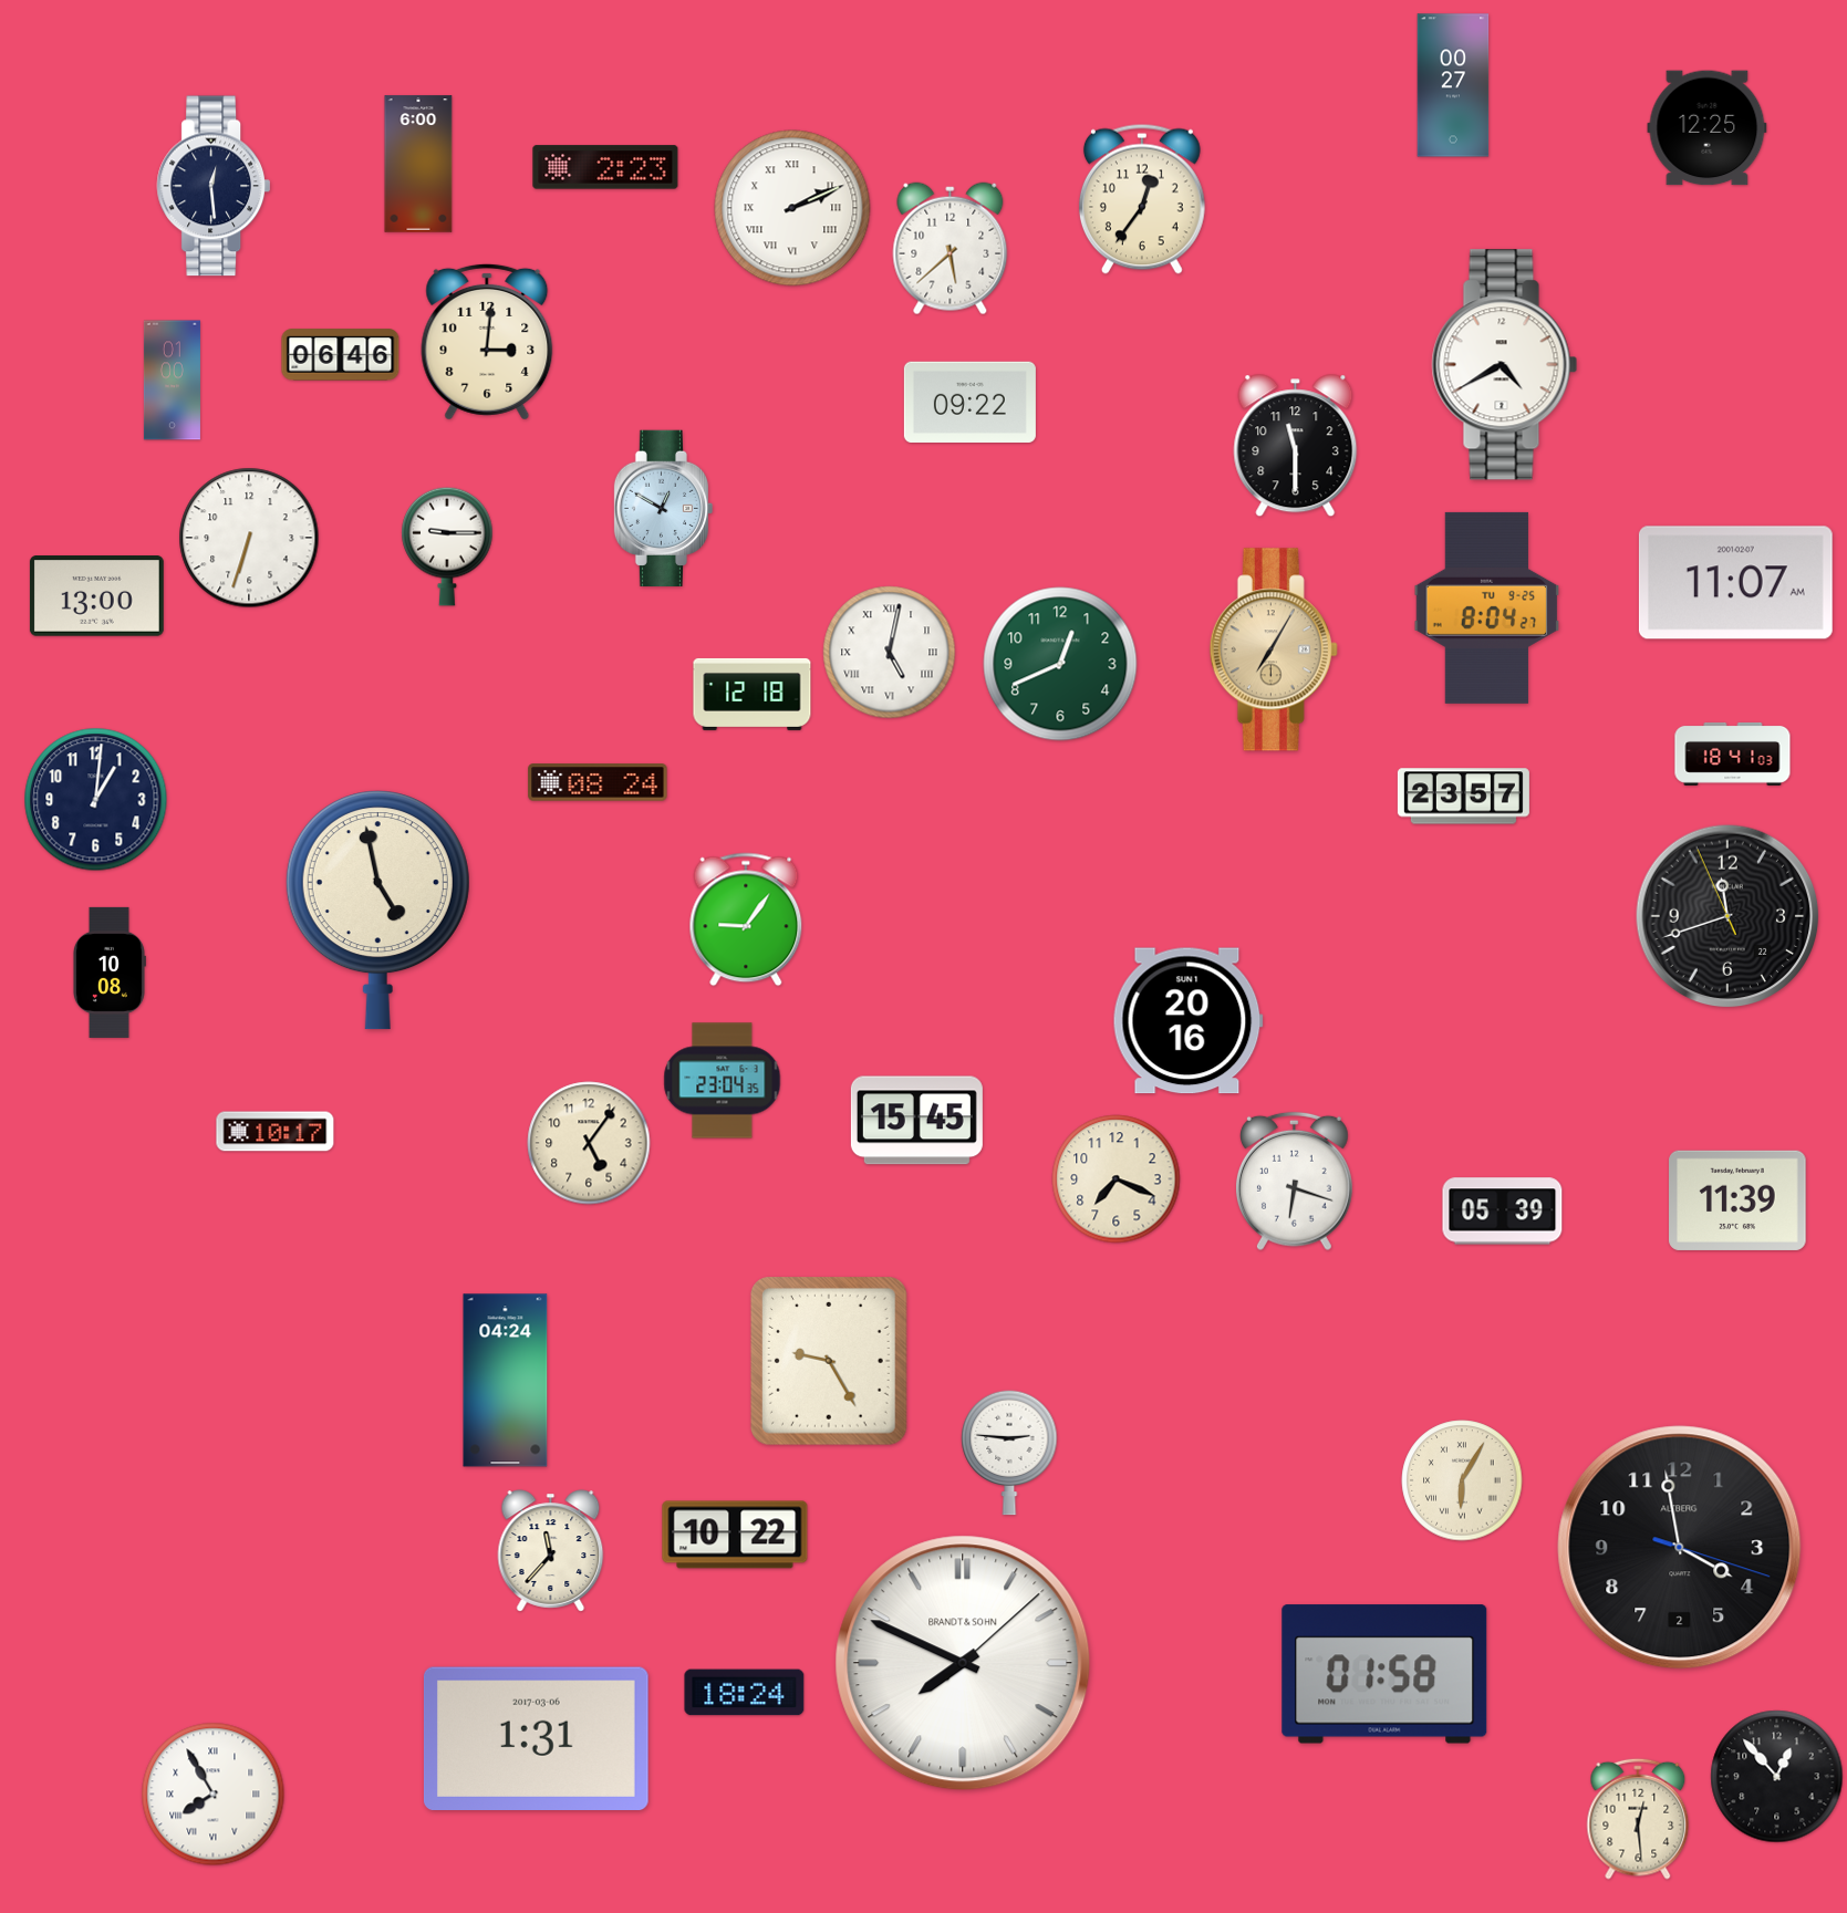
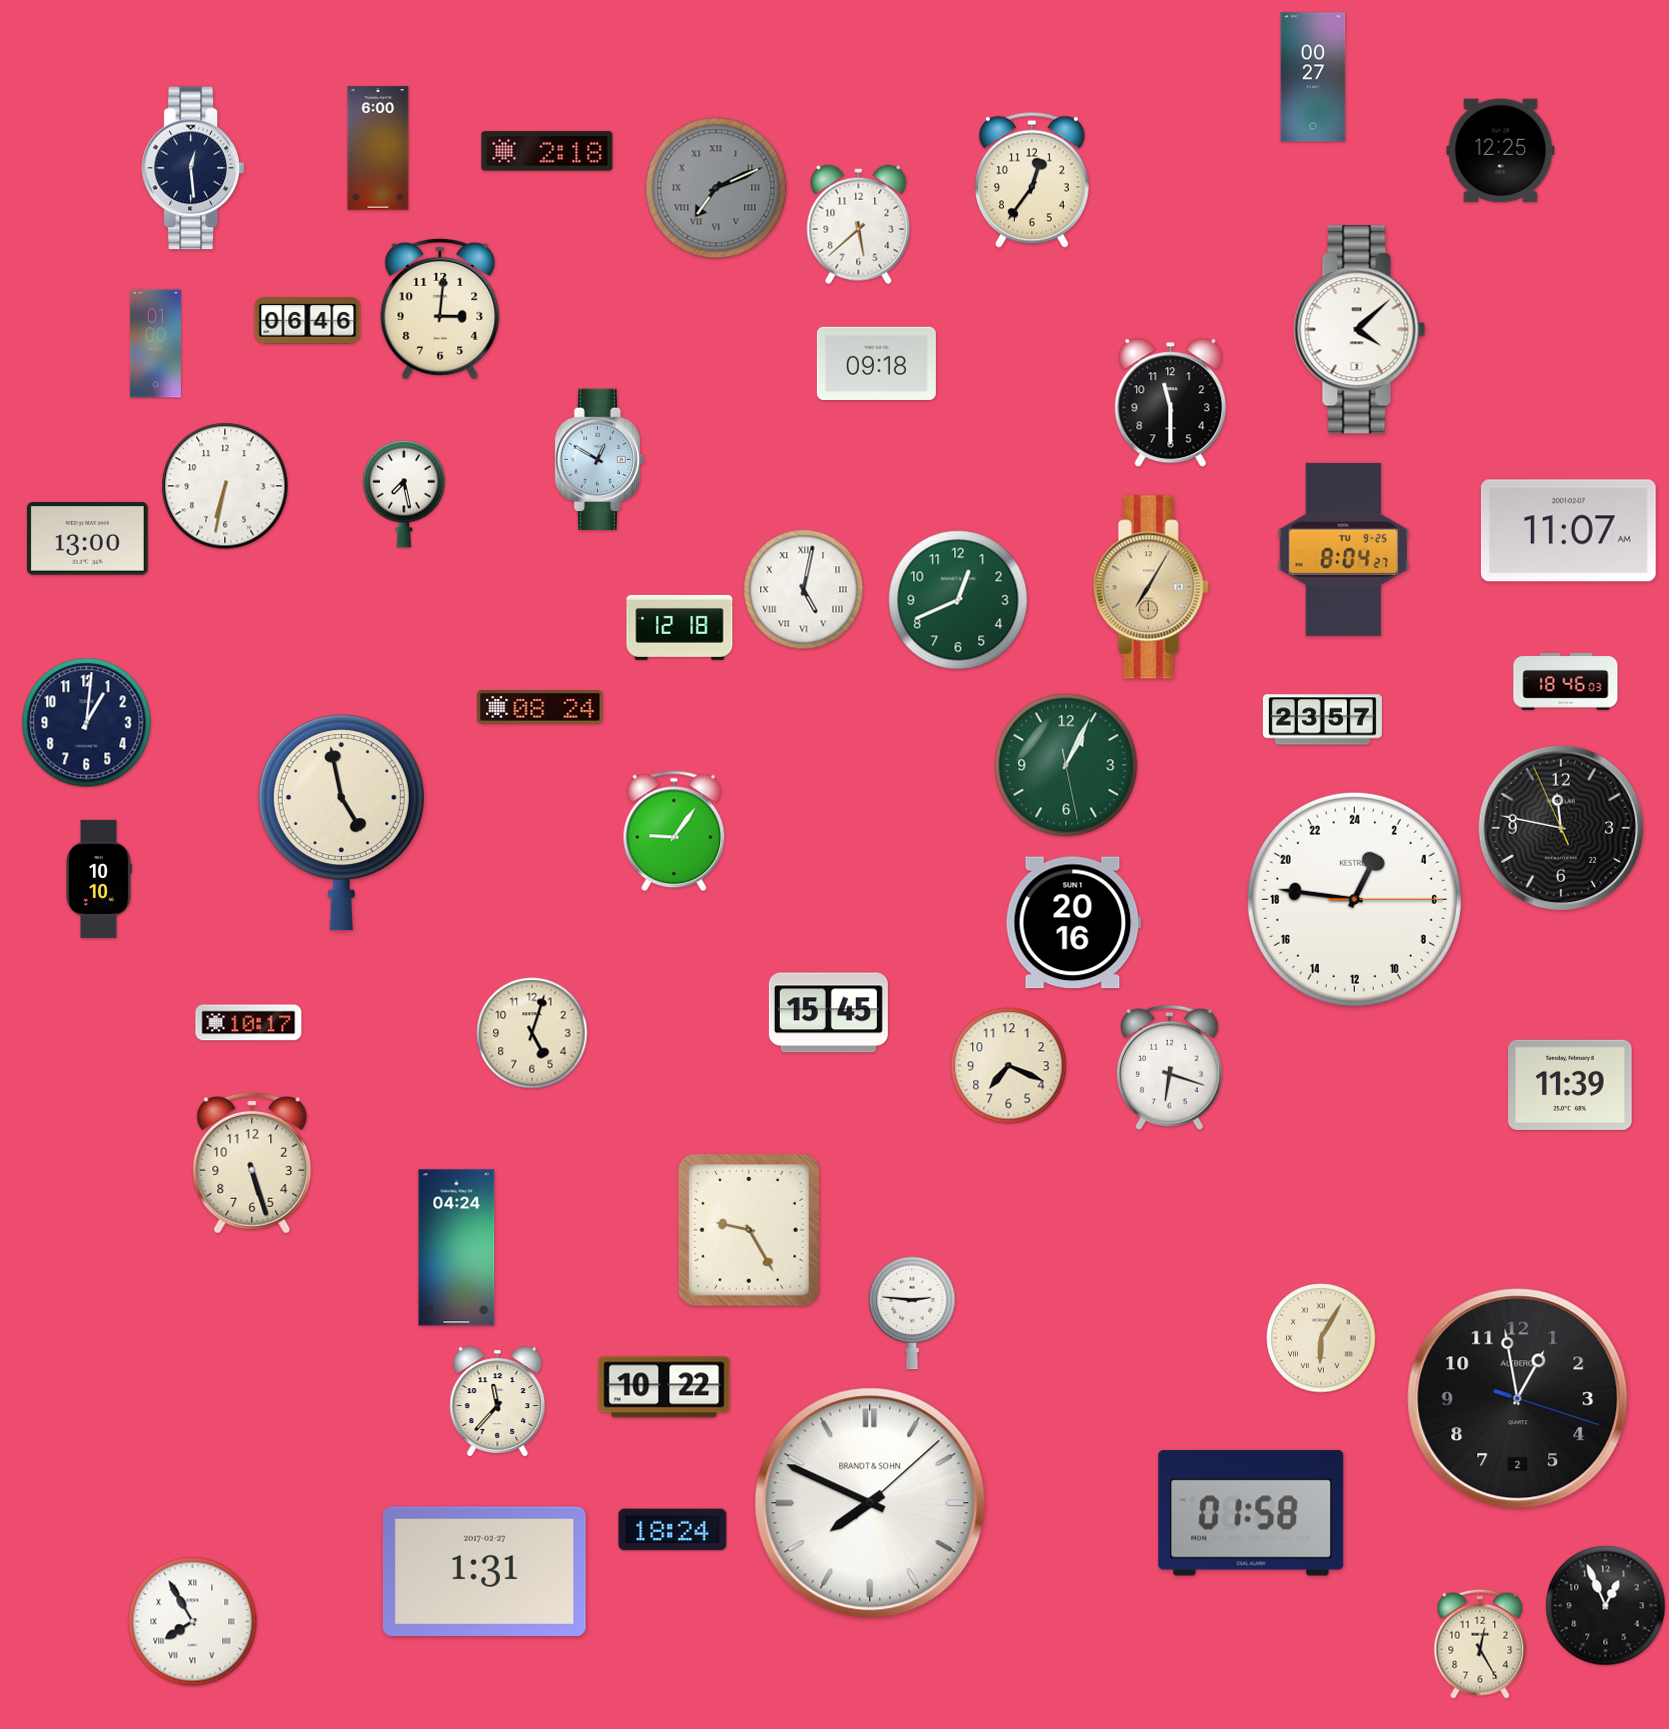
clock at (1708, 128) position: (1708, 128) -> (1501, 151)
clock at (605, 167): 2:23 -> 2:18
clock at (792, 208): 2:11 -> 7:11
clock at (792, 208) dial: white -> grey
clock at (1505, 365): 4:40 -> 4:08
clock at (969, 402): 09:22 -> 09:18
clock at (249, 538): 6:33 -> 6:32
clock at (447, 547): 9:15 -> 7:28
clock at (1735, 583) position: (1735, 583) -> (1568, 531)
clock at (1733, 753): 18:41 -> 18:46
clock at (1066, 765): none -> 1:04
clock at (1727, 916): 11:41 -> 11:46
clock at (108, 973): 10:08 -> 10:10
clock at (1354, 899): none -> 1:46
clock at (723, 1081): 23:04 -> none
clock at (589, 1143): 5:06 -> 5:03
clock at (1503, 1212): 05:39 -> none
clock at (252, 1163): none -> 5:27
clock at (1680, 1548): 3:58 -> 12:58
clock at (536, 1738) date: 2017-03-06 -> 2017-02-27
clock at (1777, 1777): 12:53 -> 12:56
clock at (1638, 1819): 12:29 -> 12:25
